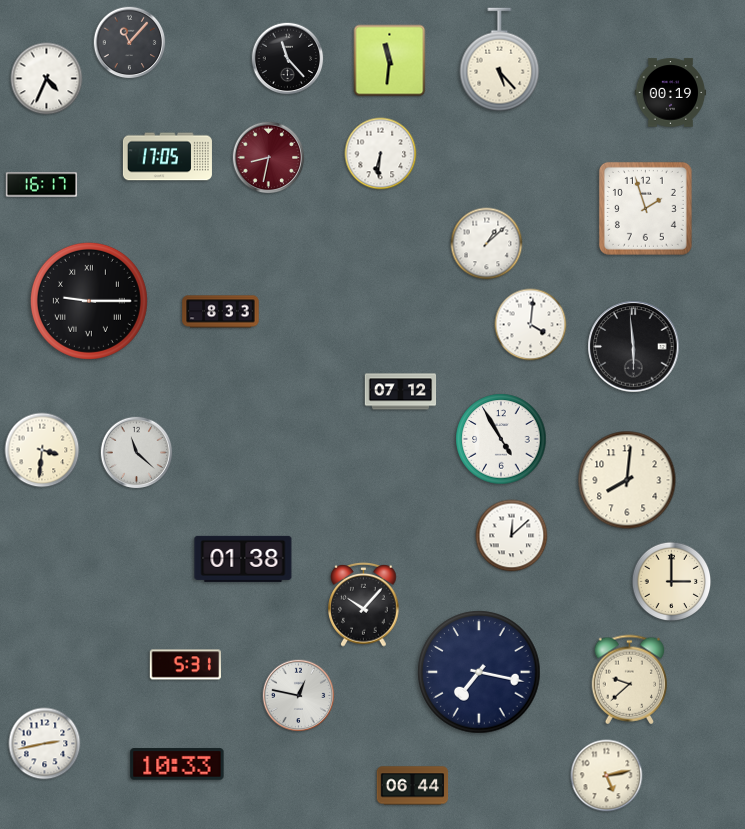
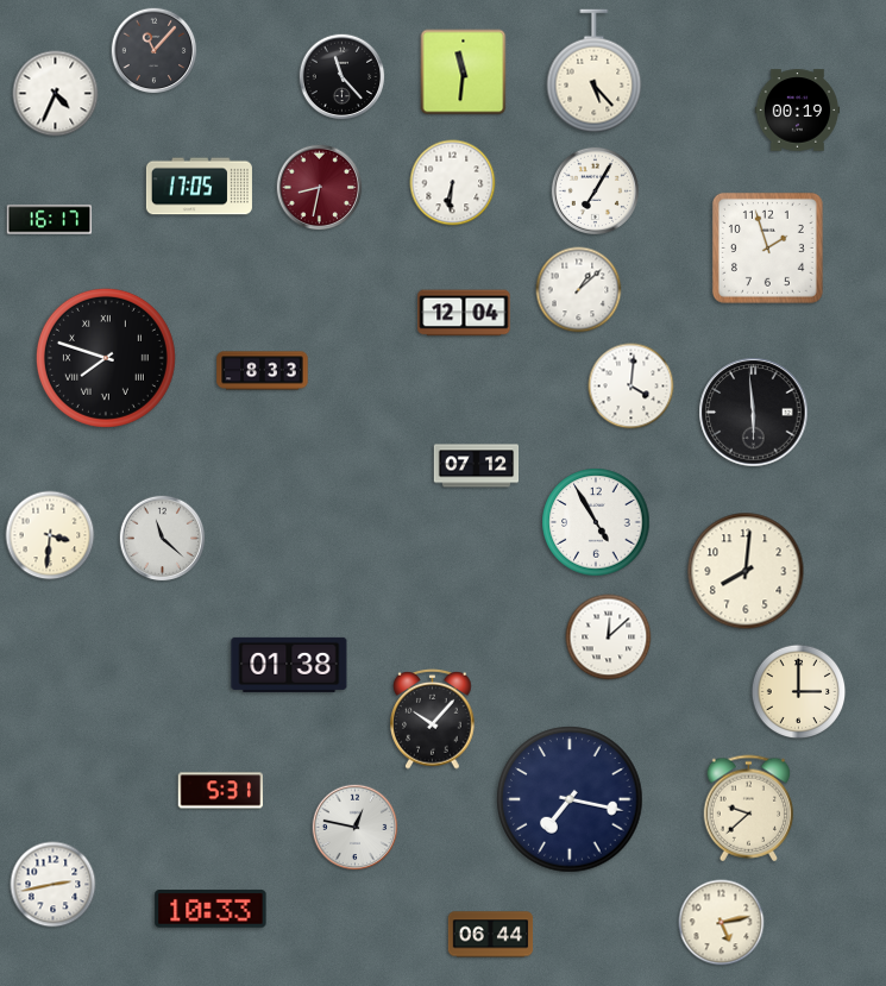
clock at (288, 59) position: (288, 59) -> (343, 77)
clock at (596, 191): none -> 7:05
clock at (464, 313): none -> 12:04
clock at (89, 301): 9:15 -> 7:48
